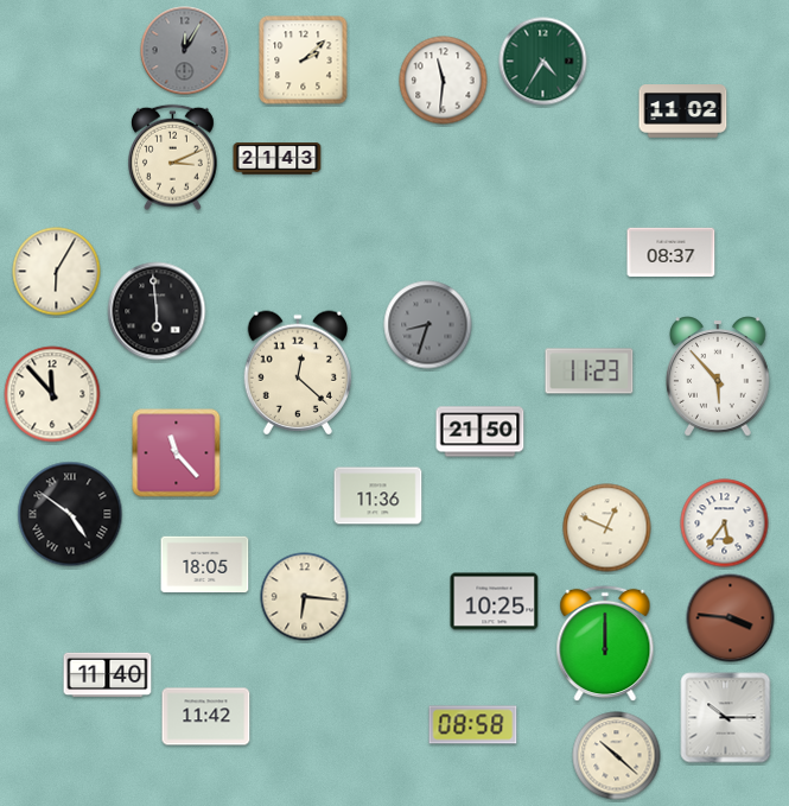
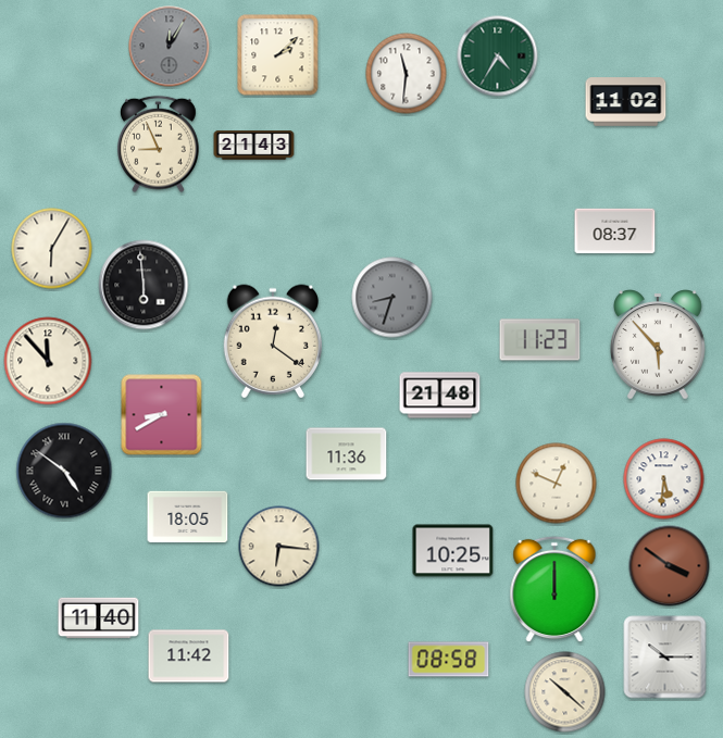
clock at (173, 158): 3:11 -> 8:56
clock at (297, 373): 12:22 -> 12:21
clock at (481, 432): 21:50 -> 21:48
clock at (177, 453): 11:23 -> 8:40
clock at (725, 523): 5:36 -> 5:31
clock at (731, 618): 3:46 -> 3:51
clock at (473, 725) position: (473, 725) -> (449, 660)
